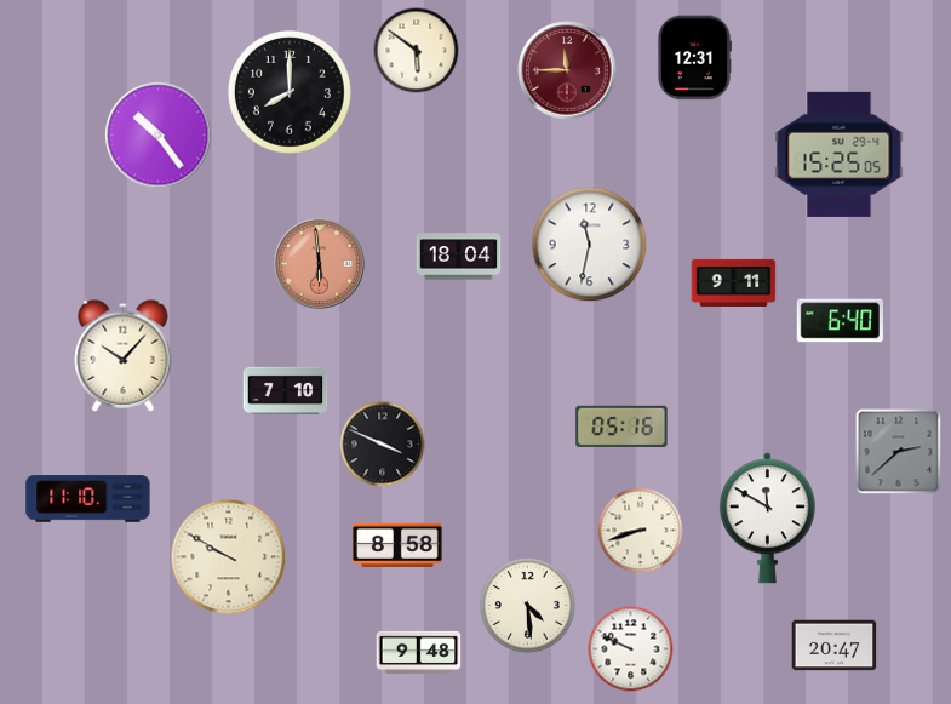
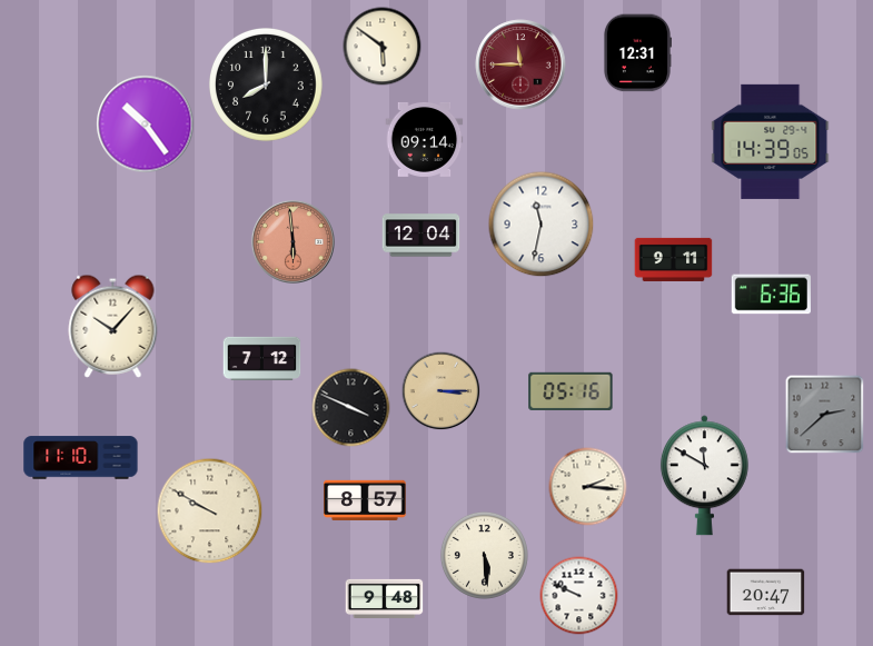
clock at (425, 139): none -> 09:14
clock at (840, 154): 15:25 -> 14:39
clock at (459, 257): 18:04 -> 12:04
clock at (840, 321): 6:40 -> 6:36
clock at (286, 390): 7:10 -> 7:12
clock at (442, 391): none -> 3:15
clock at (641, 531): 8:42 -> 2:16
clock at (397, 545): 8:58 -> 8:57
clock at (527, 605): 4:29 -> 5:29
